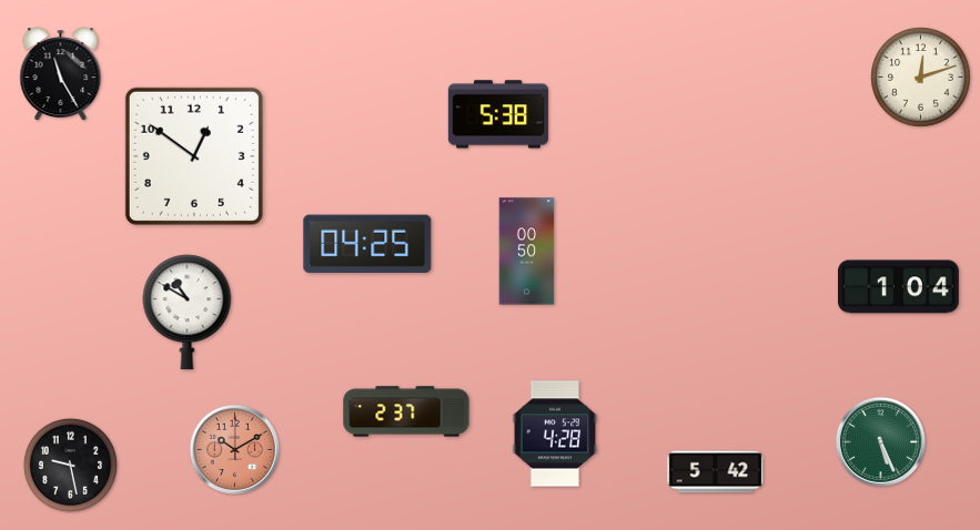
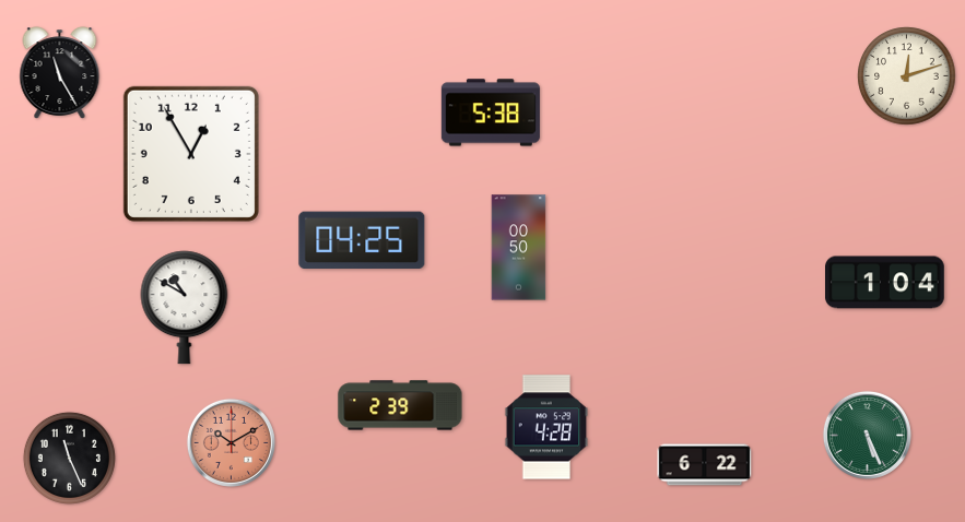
clock at (194, 156): 12:51 -> 12:55
clock at (406, 411): 2:37 -> 2:39
clock at (70, 465): 9:28 -> 11:26
clock at (716, 472): 5:42 -> 6:22
